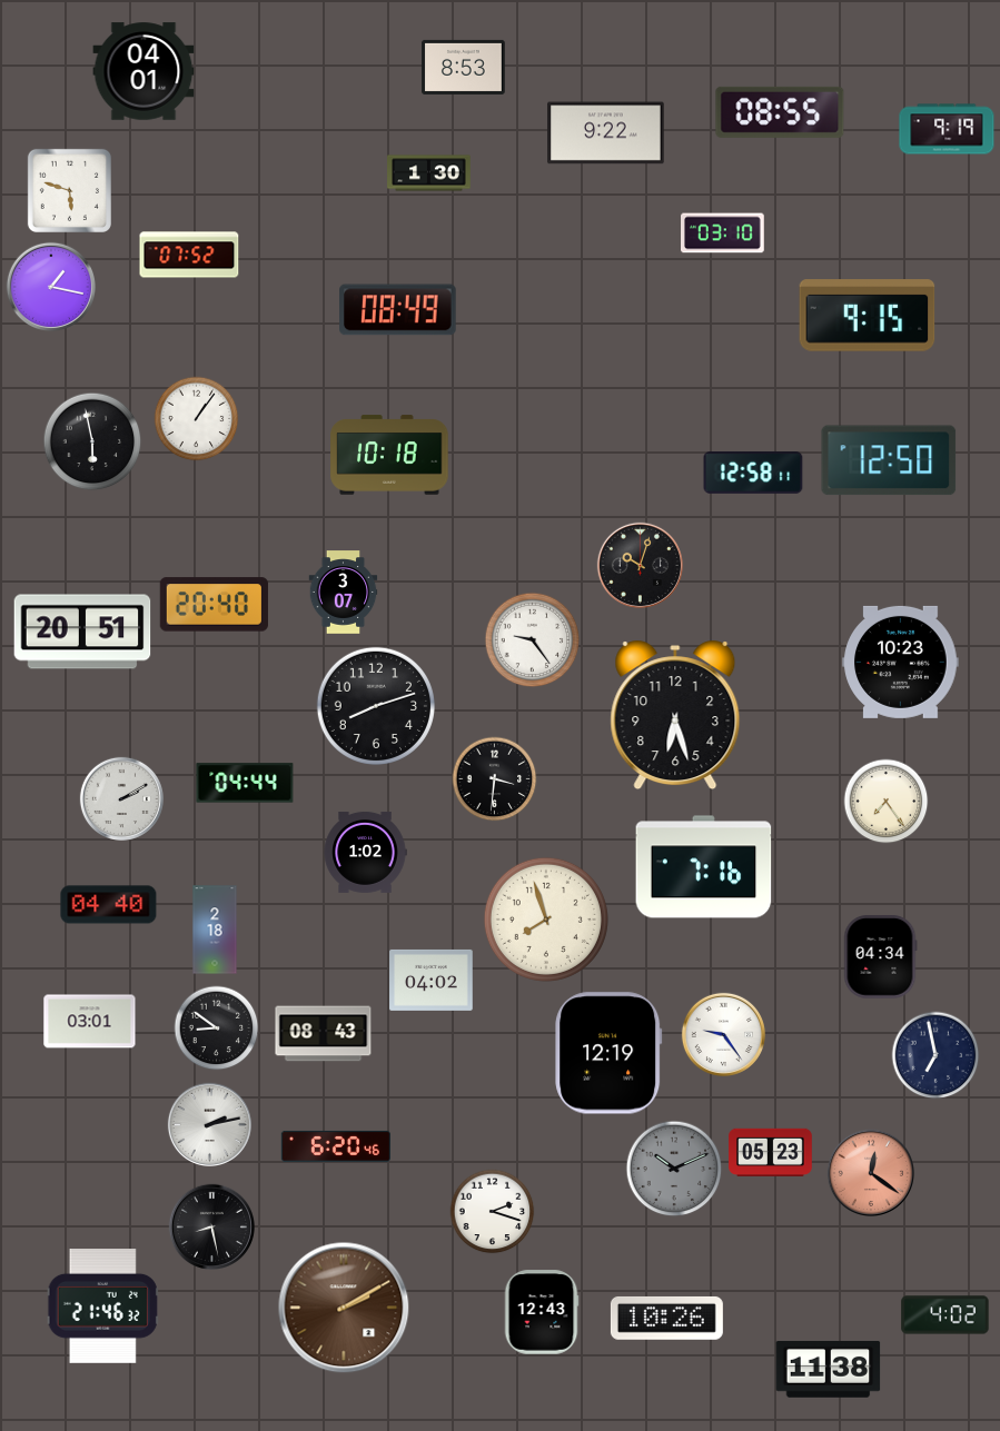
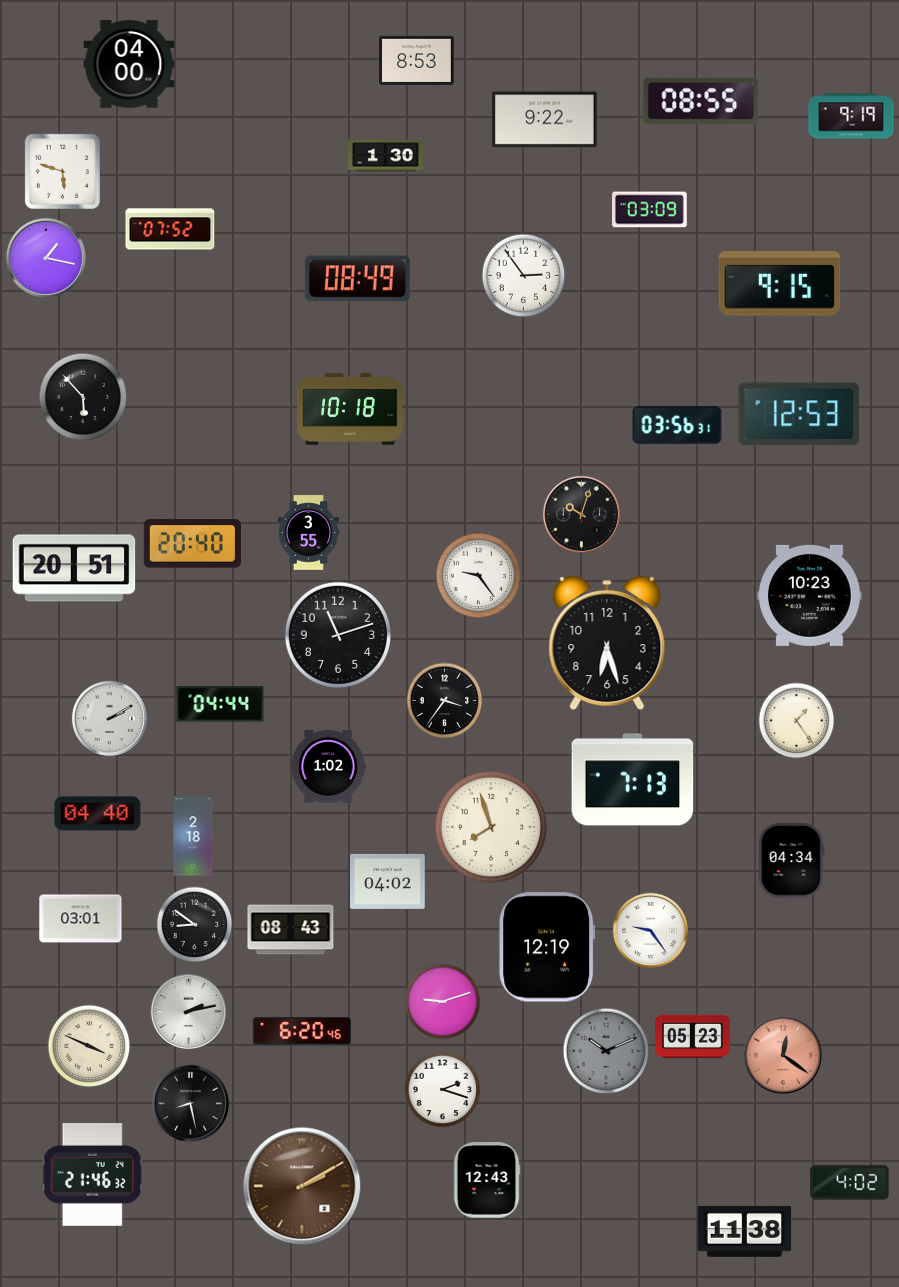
clock at (143, 71): 04:01 -> 04:00
clock at (723, 233): 03:10 -> 03:09
clock at (524, 276): none -> 2:54
clock at (197, 419): 1:06 -> none
clock at (92, 441): 5:58 -> 5:53
clock at (889, 460): 12:50 -> 12:53
clock at (753, 473): 12:58 -> 03:56
clock at (640, 565) position: (640, 565) -> (581, 514)
clock at (344, 593): 3:07 -> 3:55
clock at (376, 706): 8:12 -> 11:12
clock at (495, 779): 3:31 -> 3:36
clock at (887, 802): 7:24 -> 1:24
clock at (704, 867): 7:16 -> 7:13
clock at (935, 1055): 6:58 -> none
clock at (443, 1002): none -> 9:12
clock at (89, 1046): none -> 3:49
clock at (344, 1308) position: (344, 1308) -> (302, 1186)
clock at (666, 1318): 10:26 -> none
